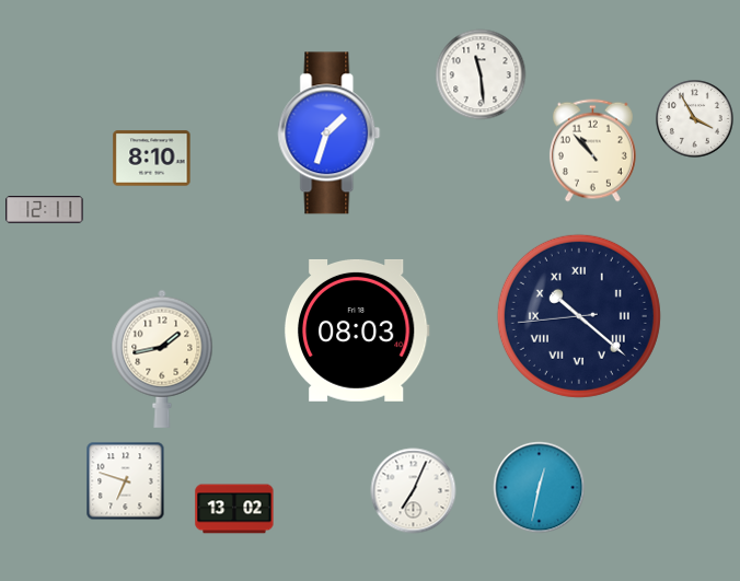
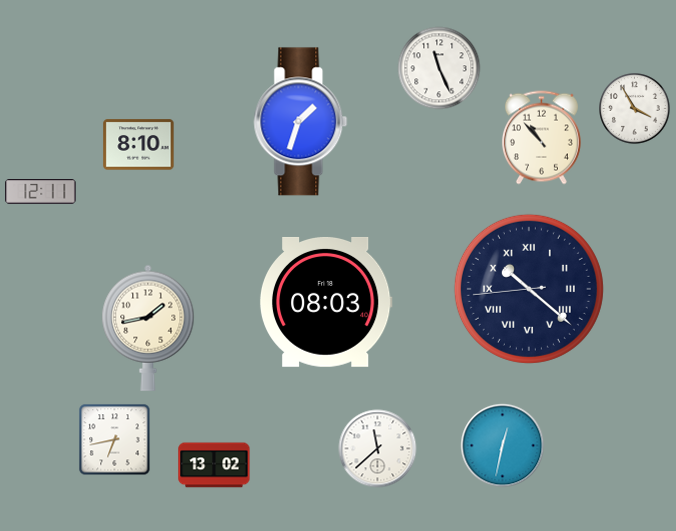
clock at (481, 74): 11:29 -> 11:26
clock at (126, 481): 6:48 -> 6:43
clock at (540, 488) position: (540, 488) -> (503, 446)
clock at (414, 491): 7:04 -> 11:38
